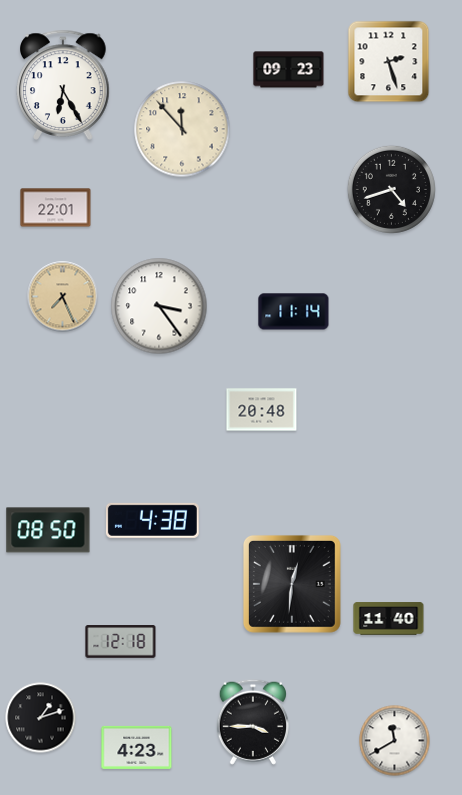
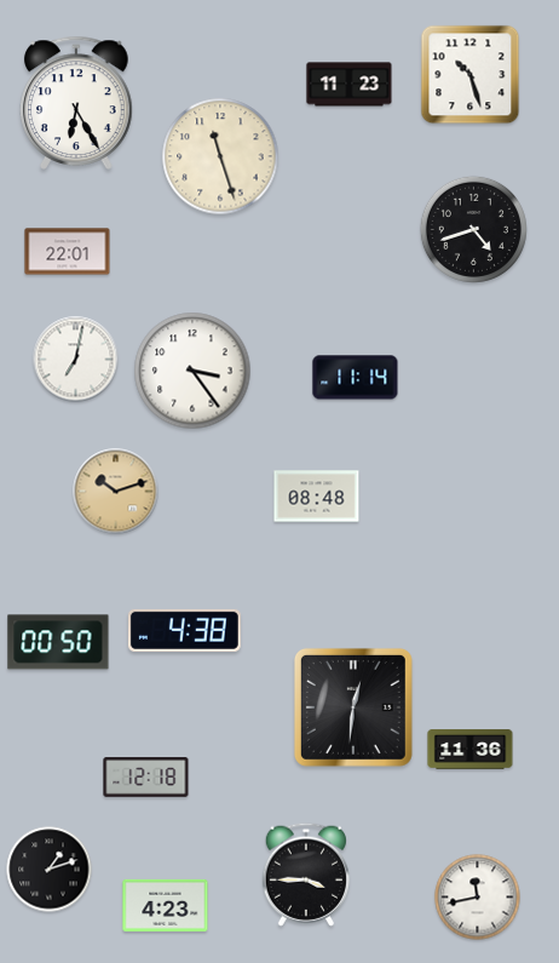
clock at (389, 62): 2:27 -> 10:27
clock at (289, 70): 09:23 -> 11:23
clock at (182, 129): 11:53 -> 11:27
clock at (63, 297): 7:26 -> 7:02
clock at (63, 297) dial: champagne -> white
clock at (116, 492): none -> 10:12
clock at (262, 410): 20:48 -> 08:48
clock at (48, 530): 08:50 -> 00:50
clock at (389, 619): 11:40 -> 11:36
clock at (395, 741): 11:40 -> 11:43
